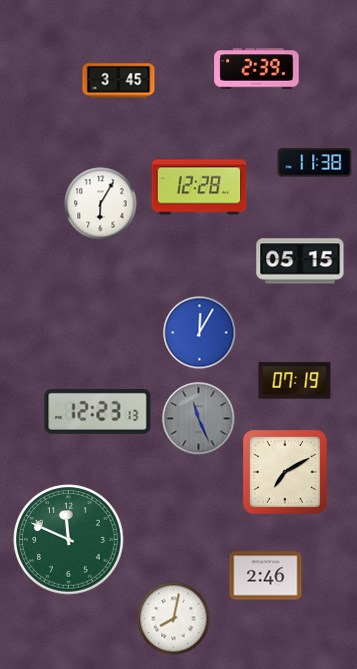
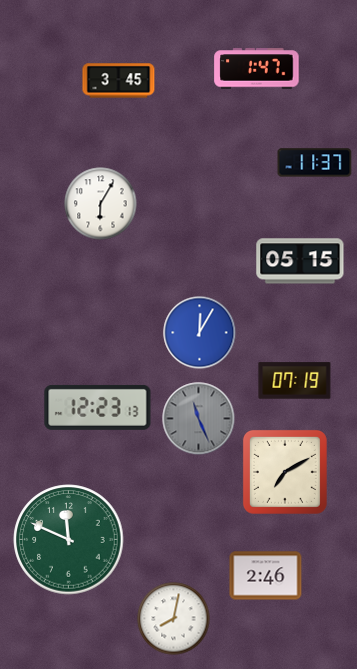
clock at (257, 69): 2:39 -> 1:47
clock at (315, 163): 11:38 -> 11:37
clock at (199, 187): 12:28 -> none
clock at (98, 411) position: (98, 411) -> (98, 407)
